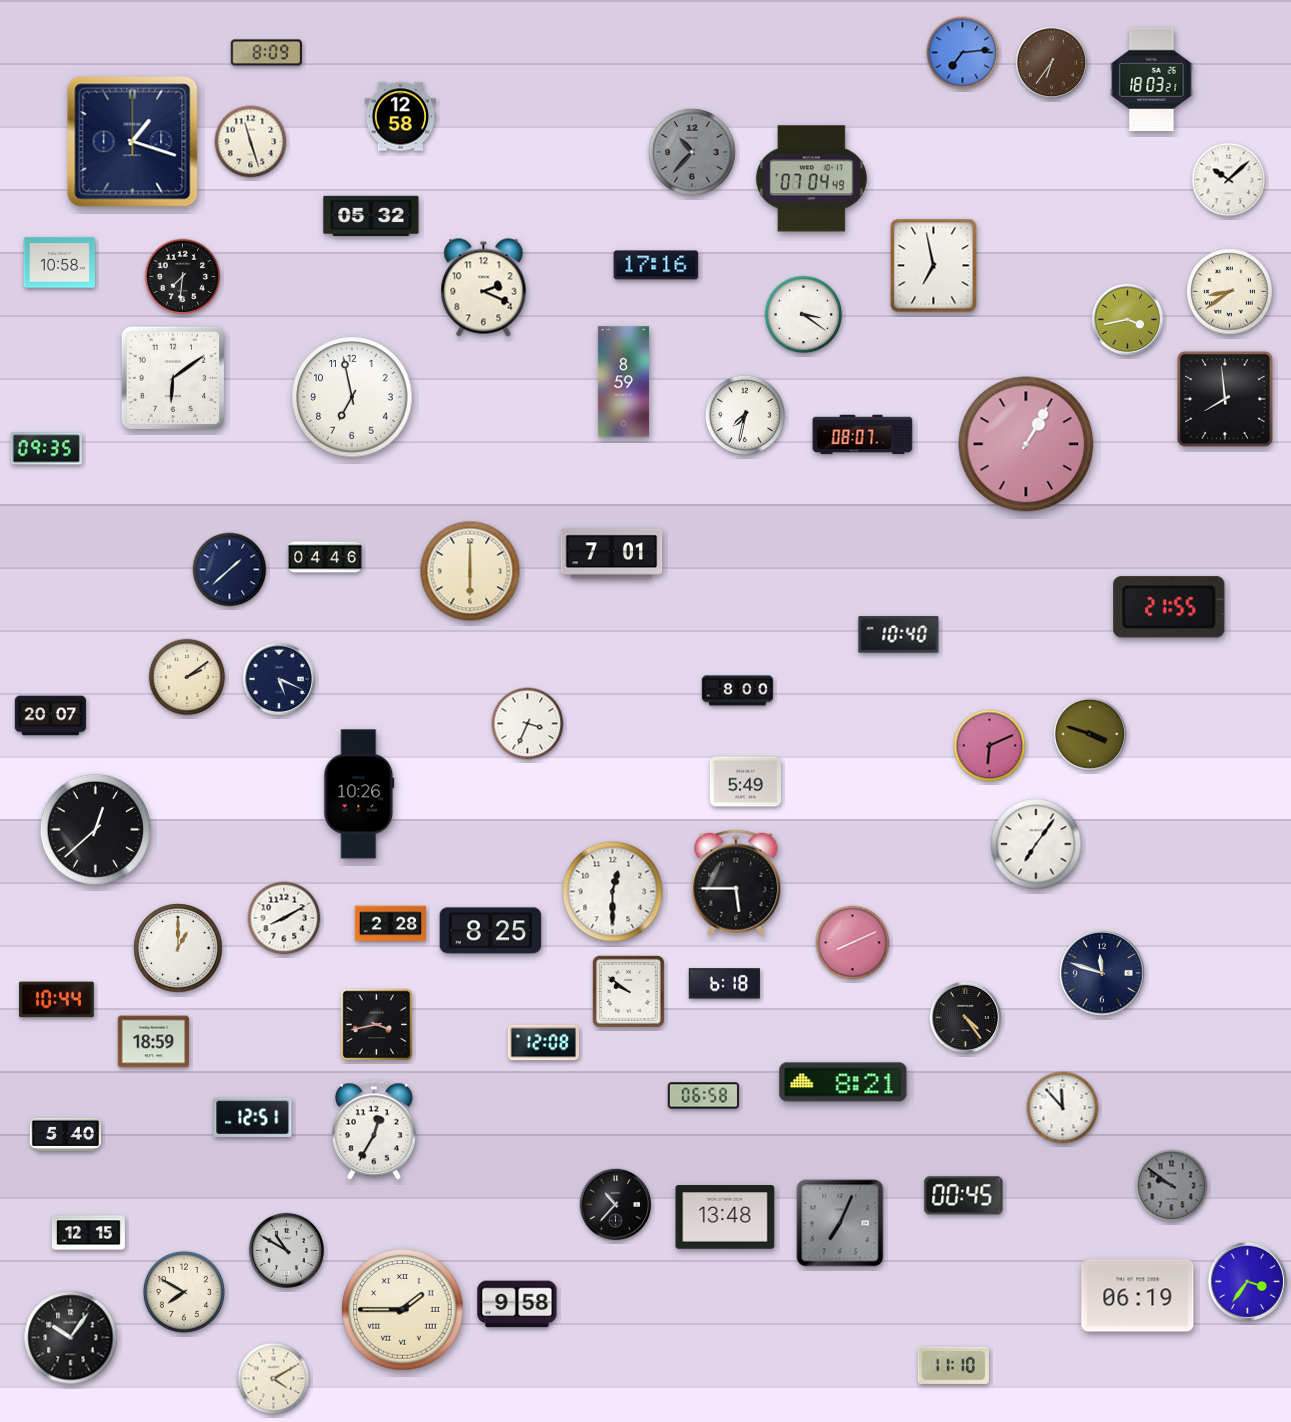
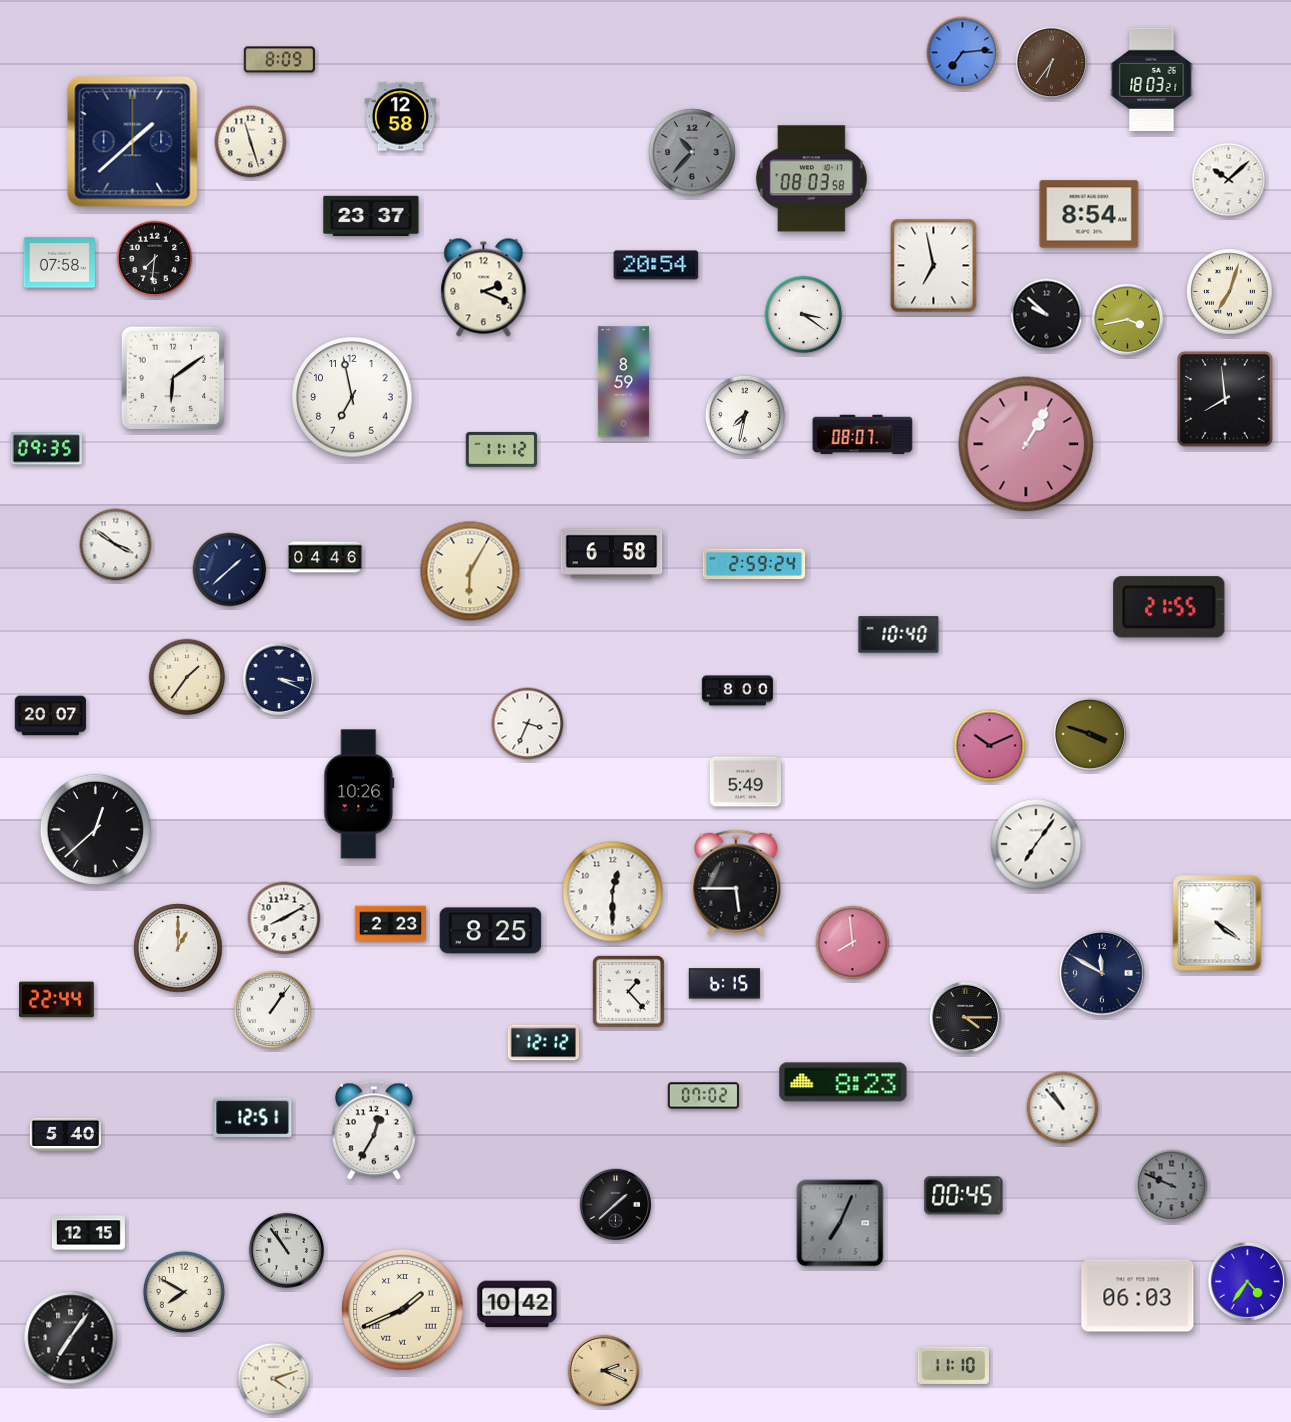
clock at (266, 53) position: (266, 53) -> (279, 60)
clock at (133, 142): 1:18 -> 1:38
clock at (811, 179): 07:04 -> 08:03
clock at (1089, 214): none -> 8:54
clock at (371, 215): 05:32 -> 23:37
clock at (59, 263): 10:58 -> 07:58
clock at (656, 265): 17:16 -> 20:54
clock at (183, 277) position: (183, 277) -> (155, 259)
clock at (1230, 292): 8:39 -> 7:03
clock at (1047, 315): none -> 9:52
clock at (501, 449): none -> 11:12
clock at (116, 545): none -> 3:51
clock at (612, 554): 7:01 -> 6:58
clock at (754, 564): none -> 2:59
clock at (470, 571): 6:00 -> 6:05
clock at (187, 677): 2:09 -> 1:36
clock at (278, 678): 5:19 -> 3:19
clock at (990, 746): 6:11 -> 10:11
clock at (1217, 923): none -> 4:21
clock at (391, 924): 2:28 -> 2:23
clock at (853, 943): 8:11 -> 7:59
clock at (1102, 973): 11:48 -> 11:50
clock at (724, 984): 6:18 -> 6:15
clock at (628, 991): 9:51 -> 1:23
clock at (57, 1000): 10:44 -> 22:44
clock at (273, 1010): none -> 1:06
clock at (966, 1018): 4:24 -> 4:15
clock at (377, 1025): 3:43 -> none
clock at (154, 1042): 18:59 -> none
clock at (543, 1043): 12:08 -> 12:12
clock at (843, 1082): 8:21 -> 8:23
clock at (703, 1096): 06:58 -> 07:02
clock at (1063, 1108): 11:53 -> 10:53
clock at (1172, 1186): 9:51 -> 9:49
clock at (616, 1205): 10:37 -> 1:38
clock at (725, 1217): 13:48 -> none
clock at (286, 1250): 10:50 -> 10:54
clock at (1247, 1281): 3:36 -> 4:36
clock at (1138, 1296): 06:19 -> 06:03
clock at (517, 1304): 9:58 -> 10:42
clock at (403, 1310): 1:45 -> 1:41
clock at (71, 1338): 10:06 -> 7:06
clock at (604, 1371): none -> 2:19
clock at (274, 1379): 4:10 -> 4:12
